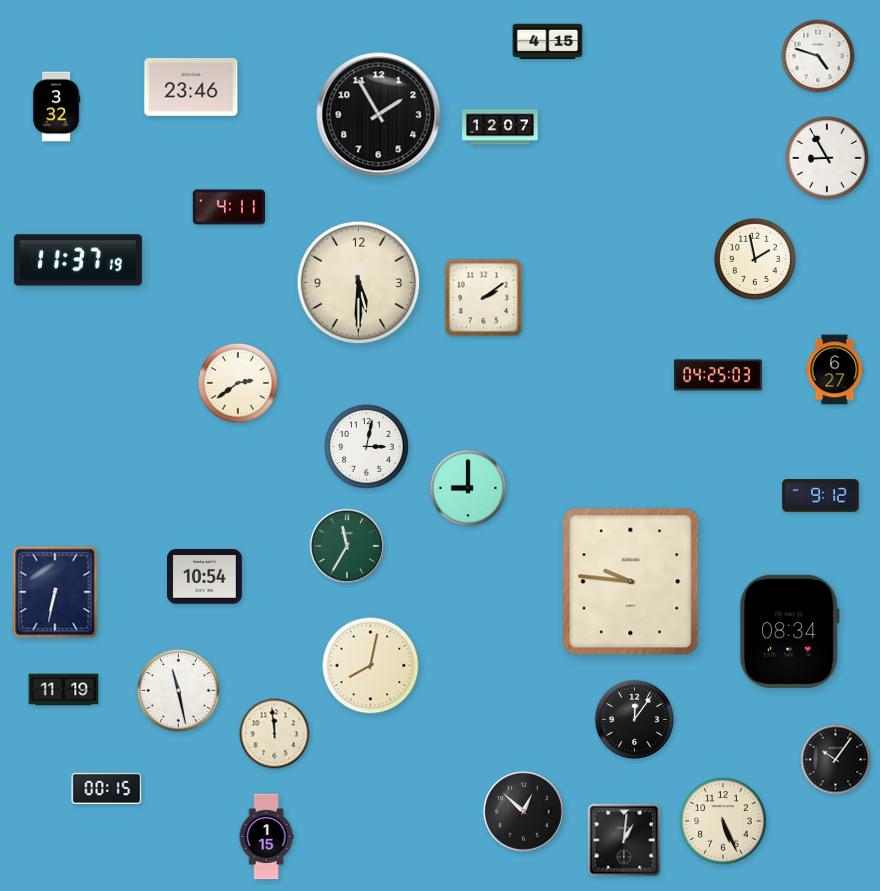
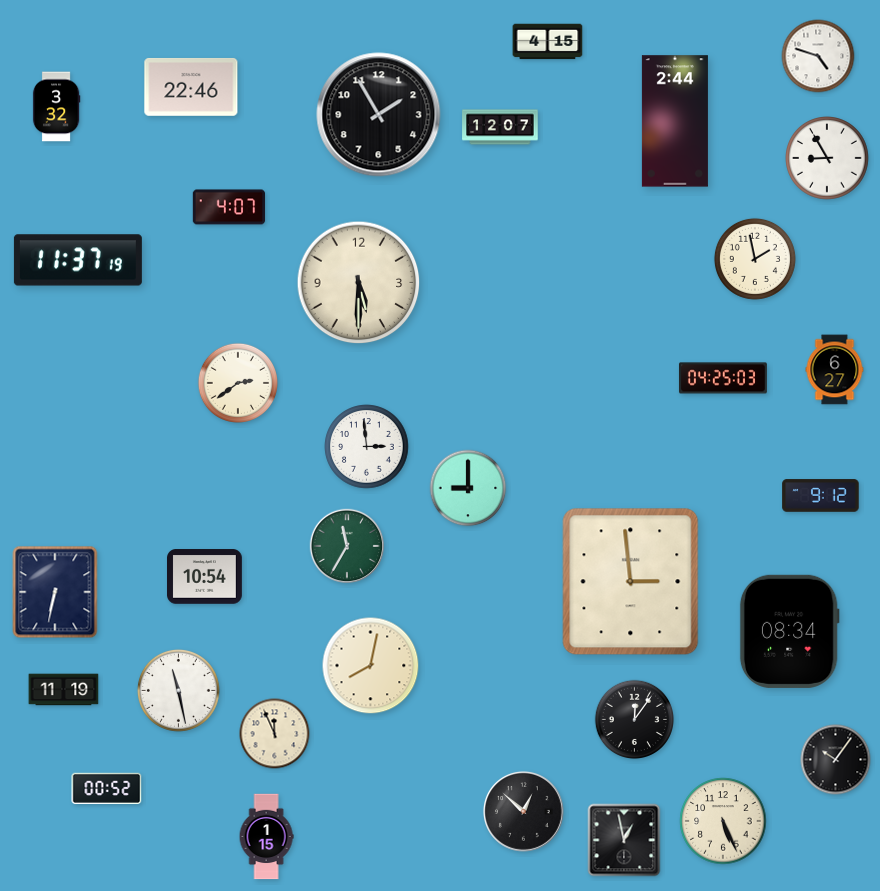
clock at (191, 87): 23:46 -> 22:46
clock at (675, 121): none -> 2:44
clock at (229, 207): 4:11 -> 4:07
clock at (484, 298): 2:09 -> none
clock at (718, 375) position: (718, 375) -> (723, 378)
clock at (367, 447): 3:02 -> 2:59
clock at (631, 582): 9:46 -> 2:59
clock at (275, 734): 11:59 -> 11:56
clock at (107, 788): 00:15 -> 00:52
clock at (624, 840): 1:01 -> 12:58
